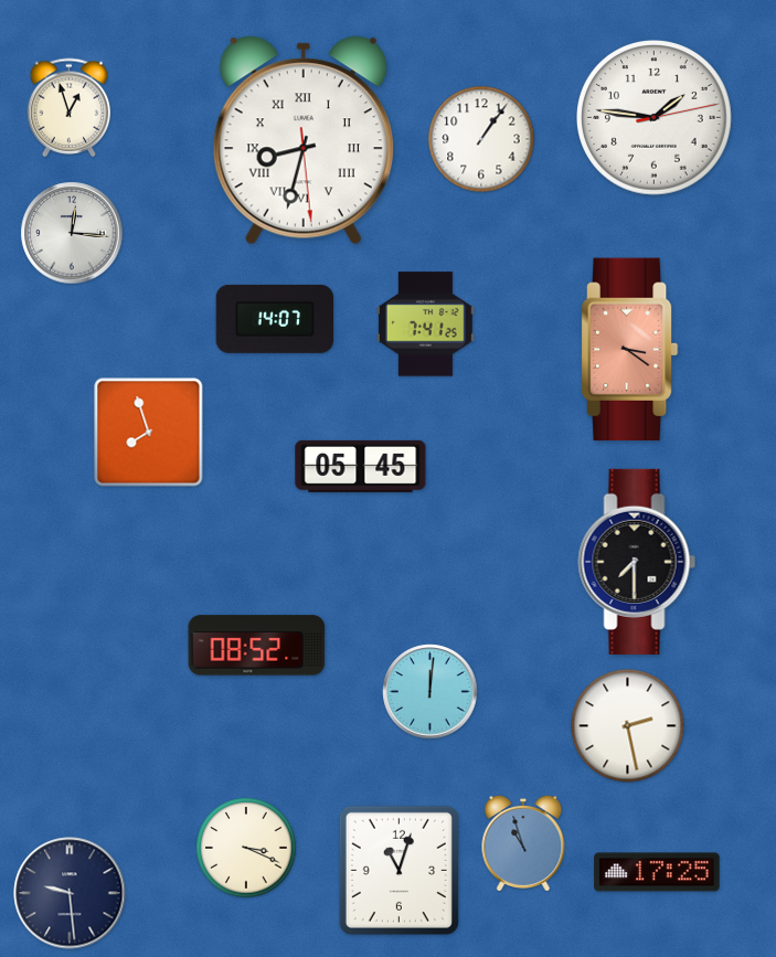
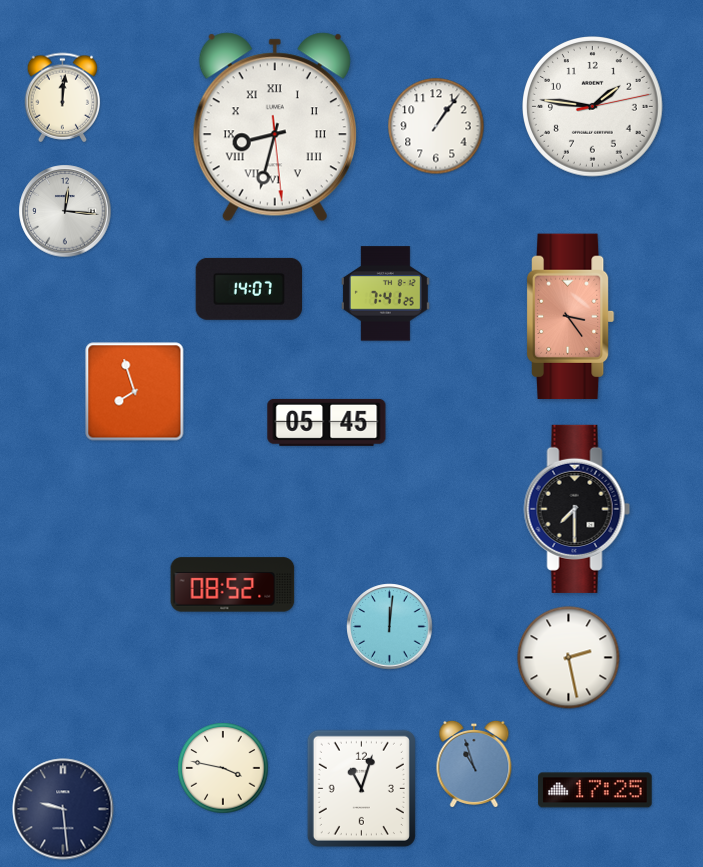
clock at (70, 108): 12:57 -> 12:01
clock at (630, 350): 3:21 -> 3:24
clock at (246, 848): 3:19 -> 3:47
